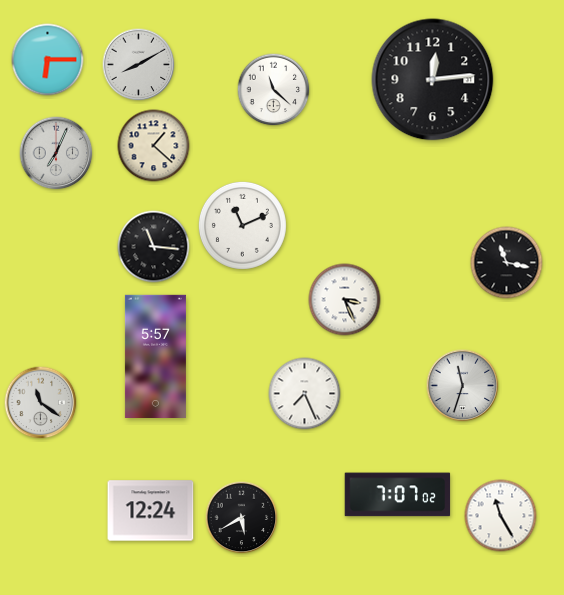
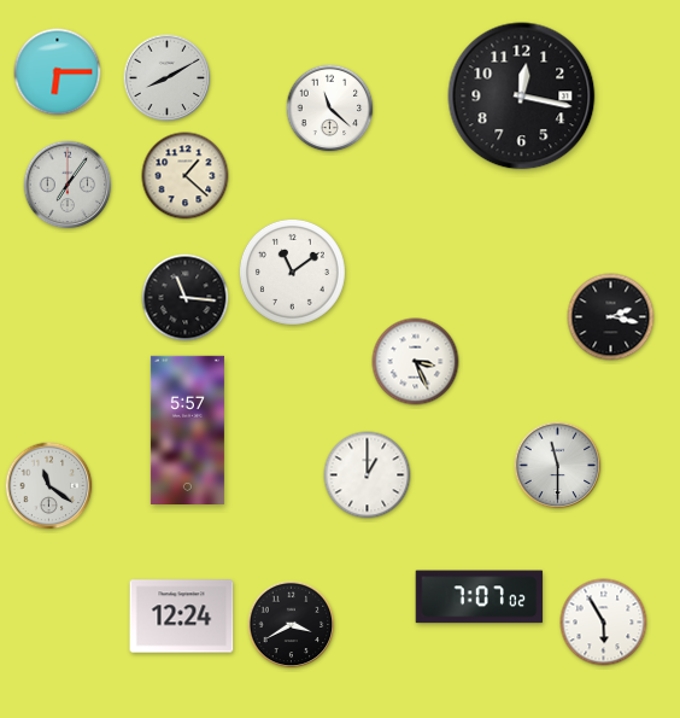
clock at (433, 80): 12:14 -> 12:17
clock at (56, 153): 7:04 -> 7:06
clock at (242, 225): 11:11 -> 11:09
clock at (507, 263): 11:17 -> 2:17
clock at (463, 386): 11:33 -> 11:30
clock at (305, 394): 7:26 -> 1:00
clock at (501, 516): 11:25 -> 5:55
clock at (242, 518): 5:40 -> 3:40
